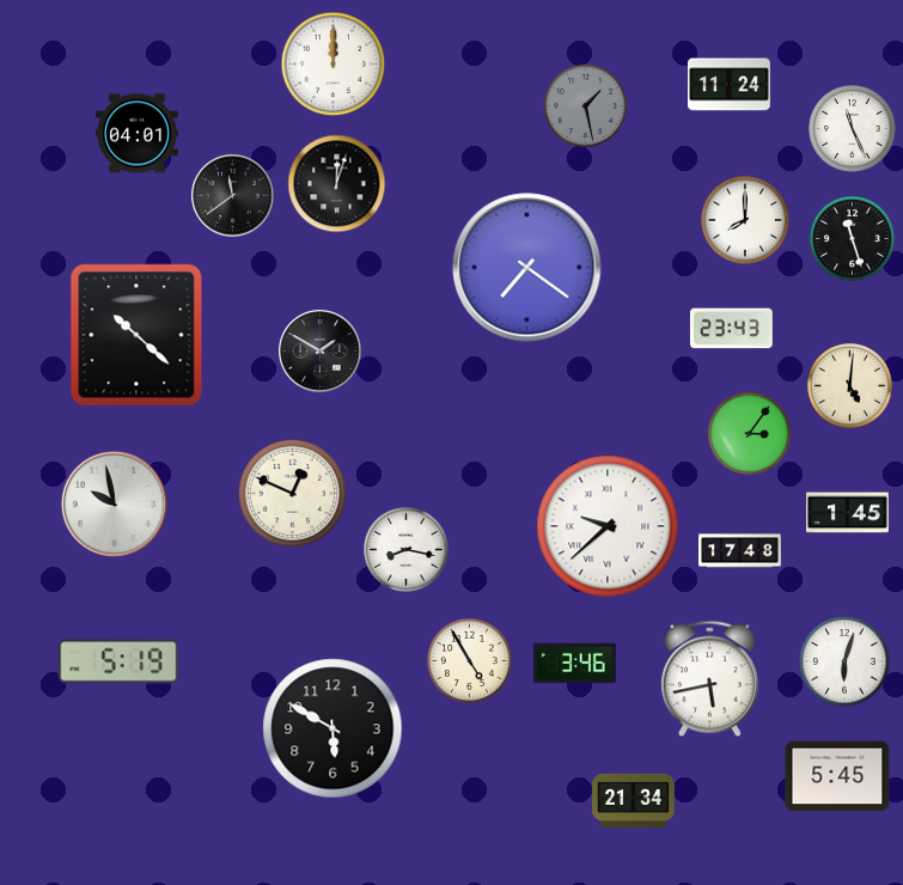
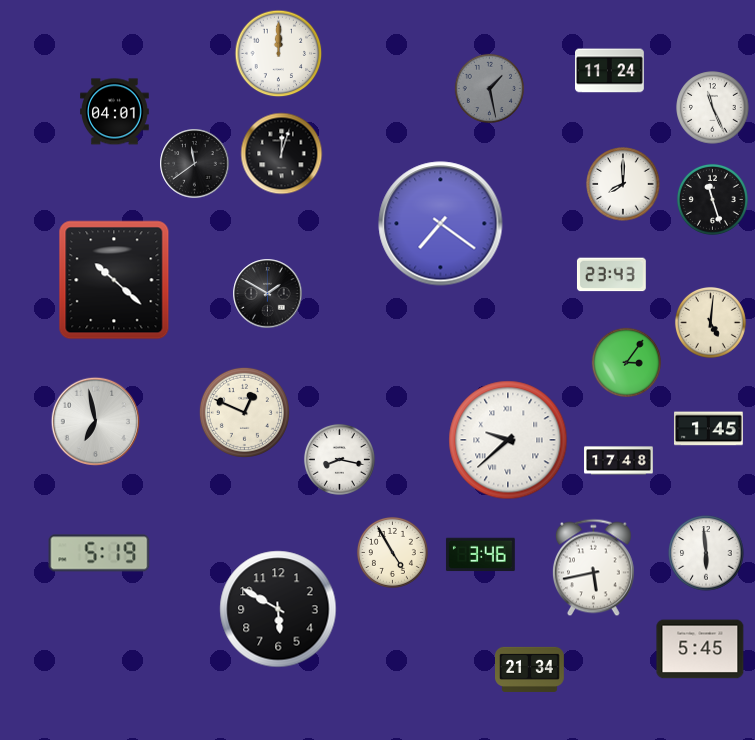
clock at (114, 503): 9:58 -> 6:58
clock at (844, 661): 6:03 -> 5:59
